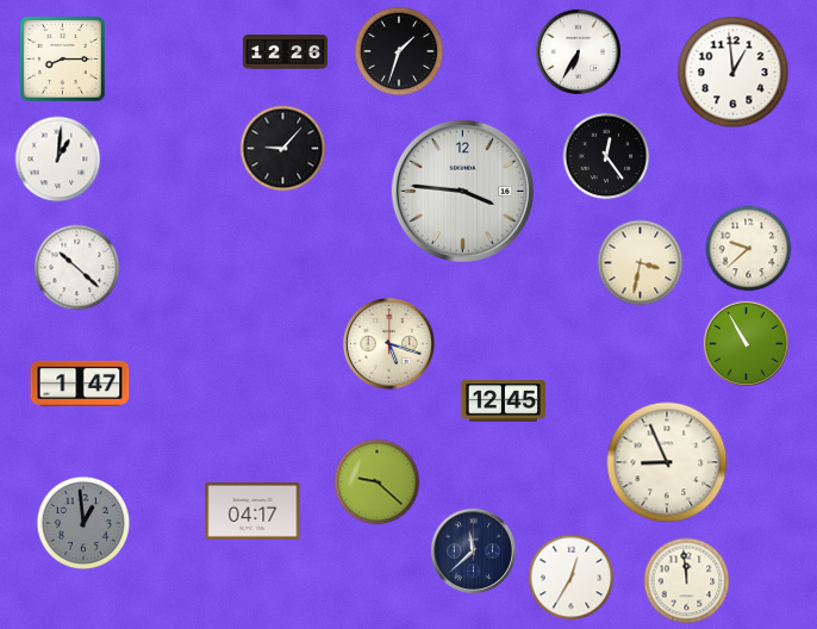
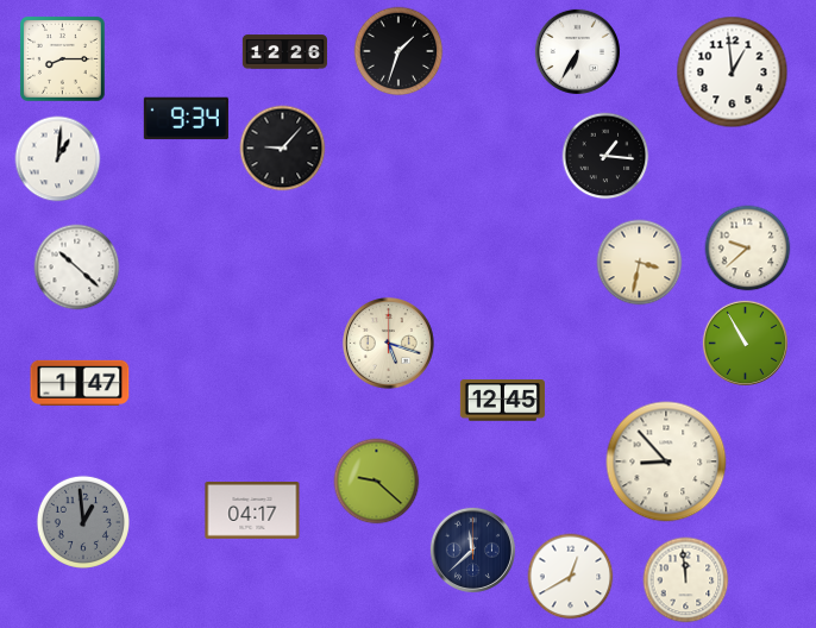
clock at (186, 119): none -> 9:34
clock at (606, 156): 12:24 -> 1:16
clock at (462, 191): 3:46 -> none
clock at (667, 462): 8:56 -> 8:53
clock at (572, 578): 12:35 -> 12:40
